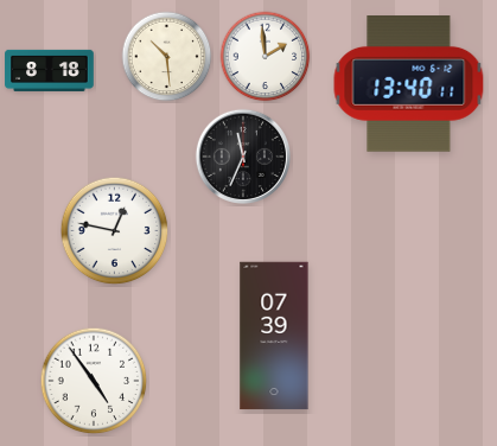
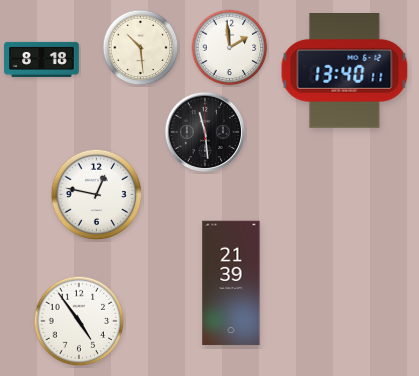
clock at (266, 57) position: (266, 57) -> (230, 48)
clock at (242, 155): 11:34 -> 11:29
clock at (274, 336): 07:39 -> 21:39
